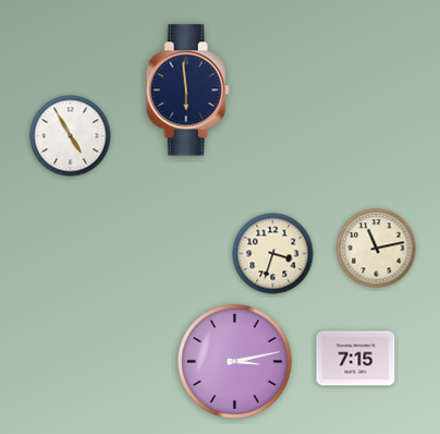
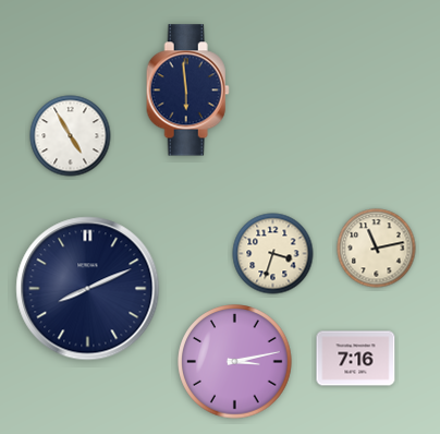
clock at (88, 289): none -> 8:11
clock at (356, 359): 7:15 -> 7:16
